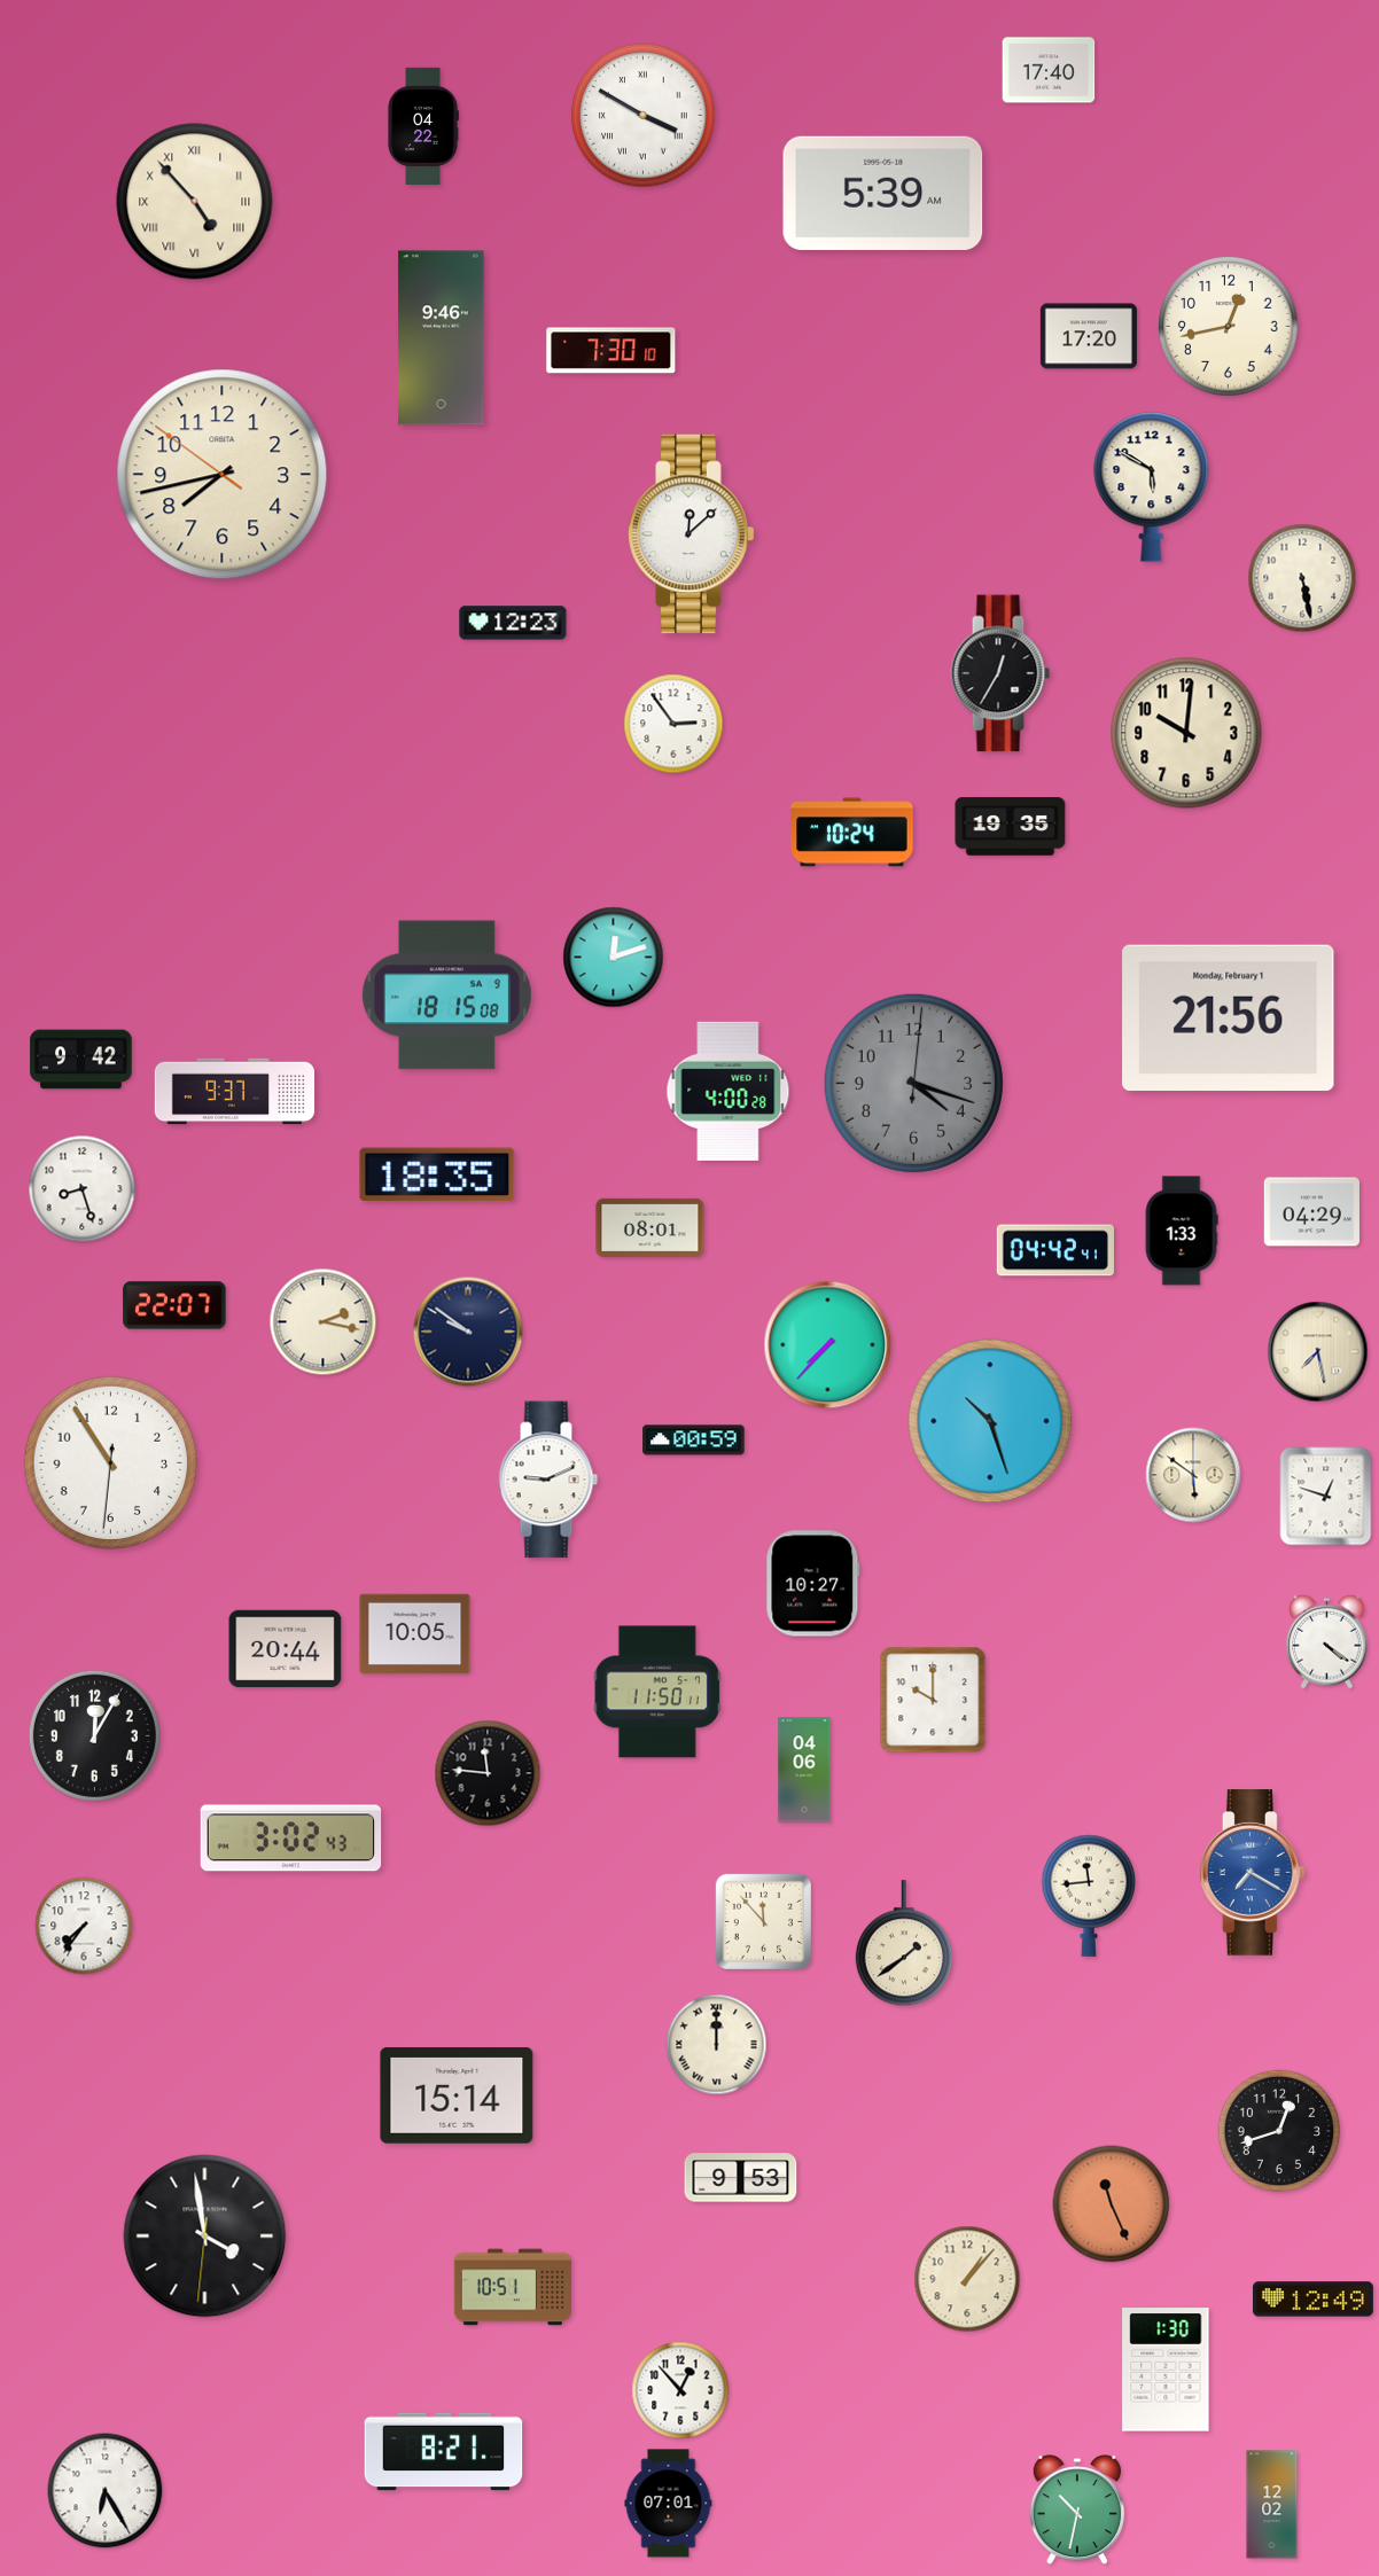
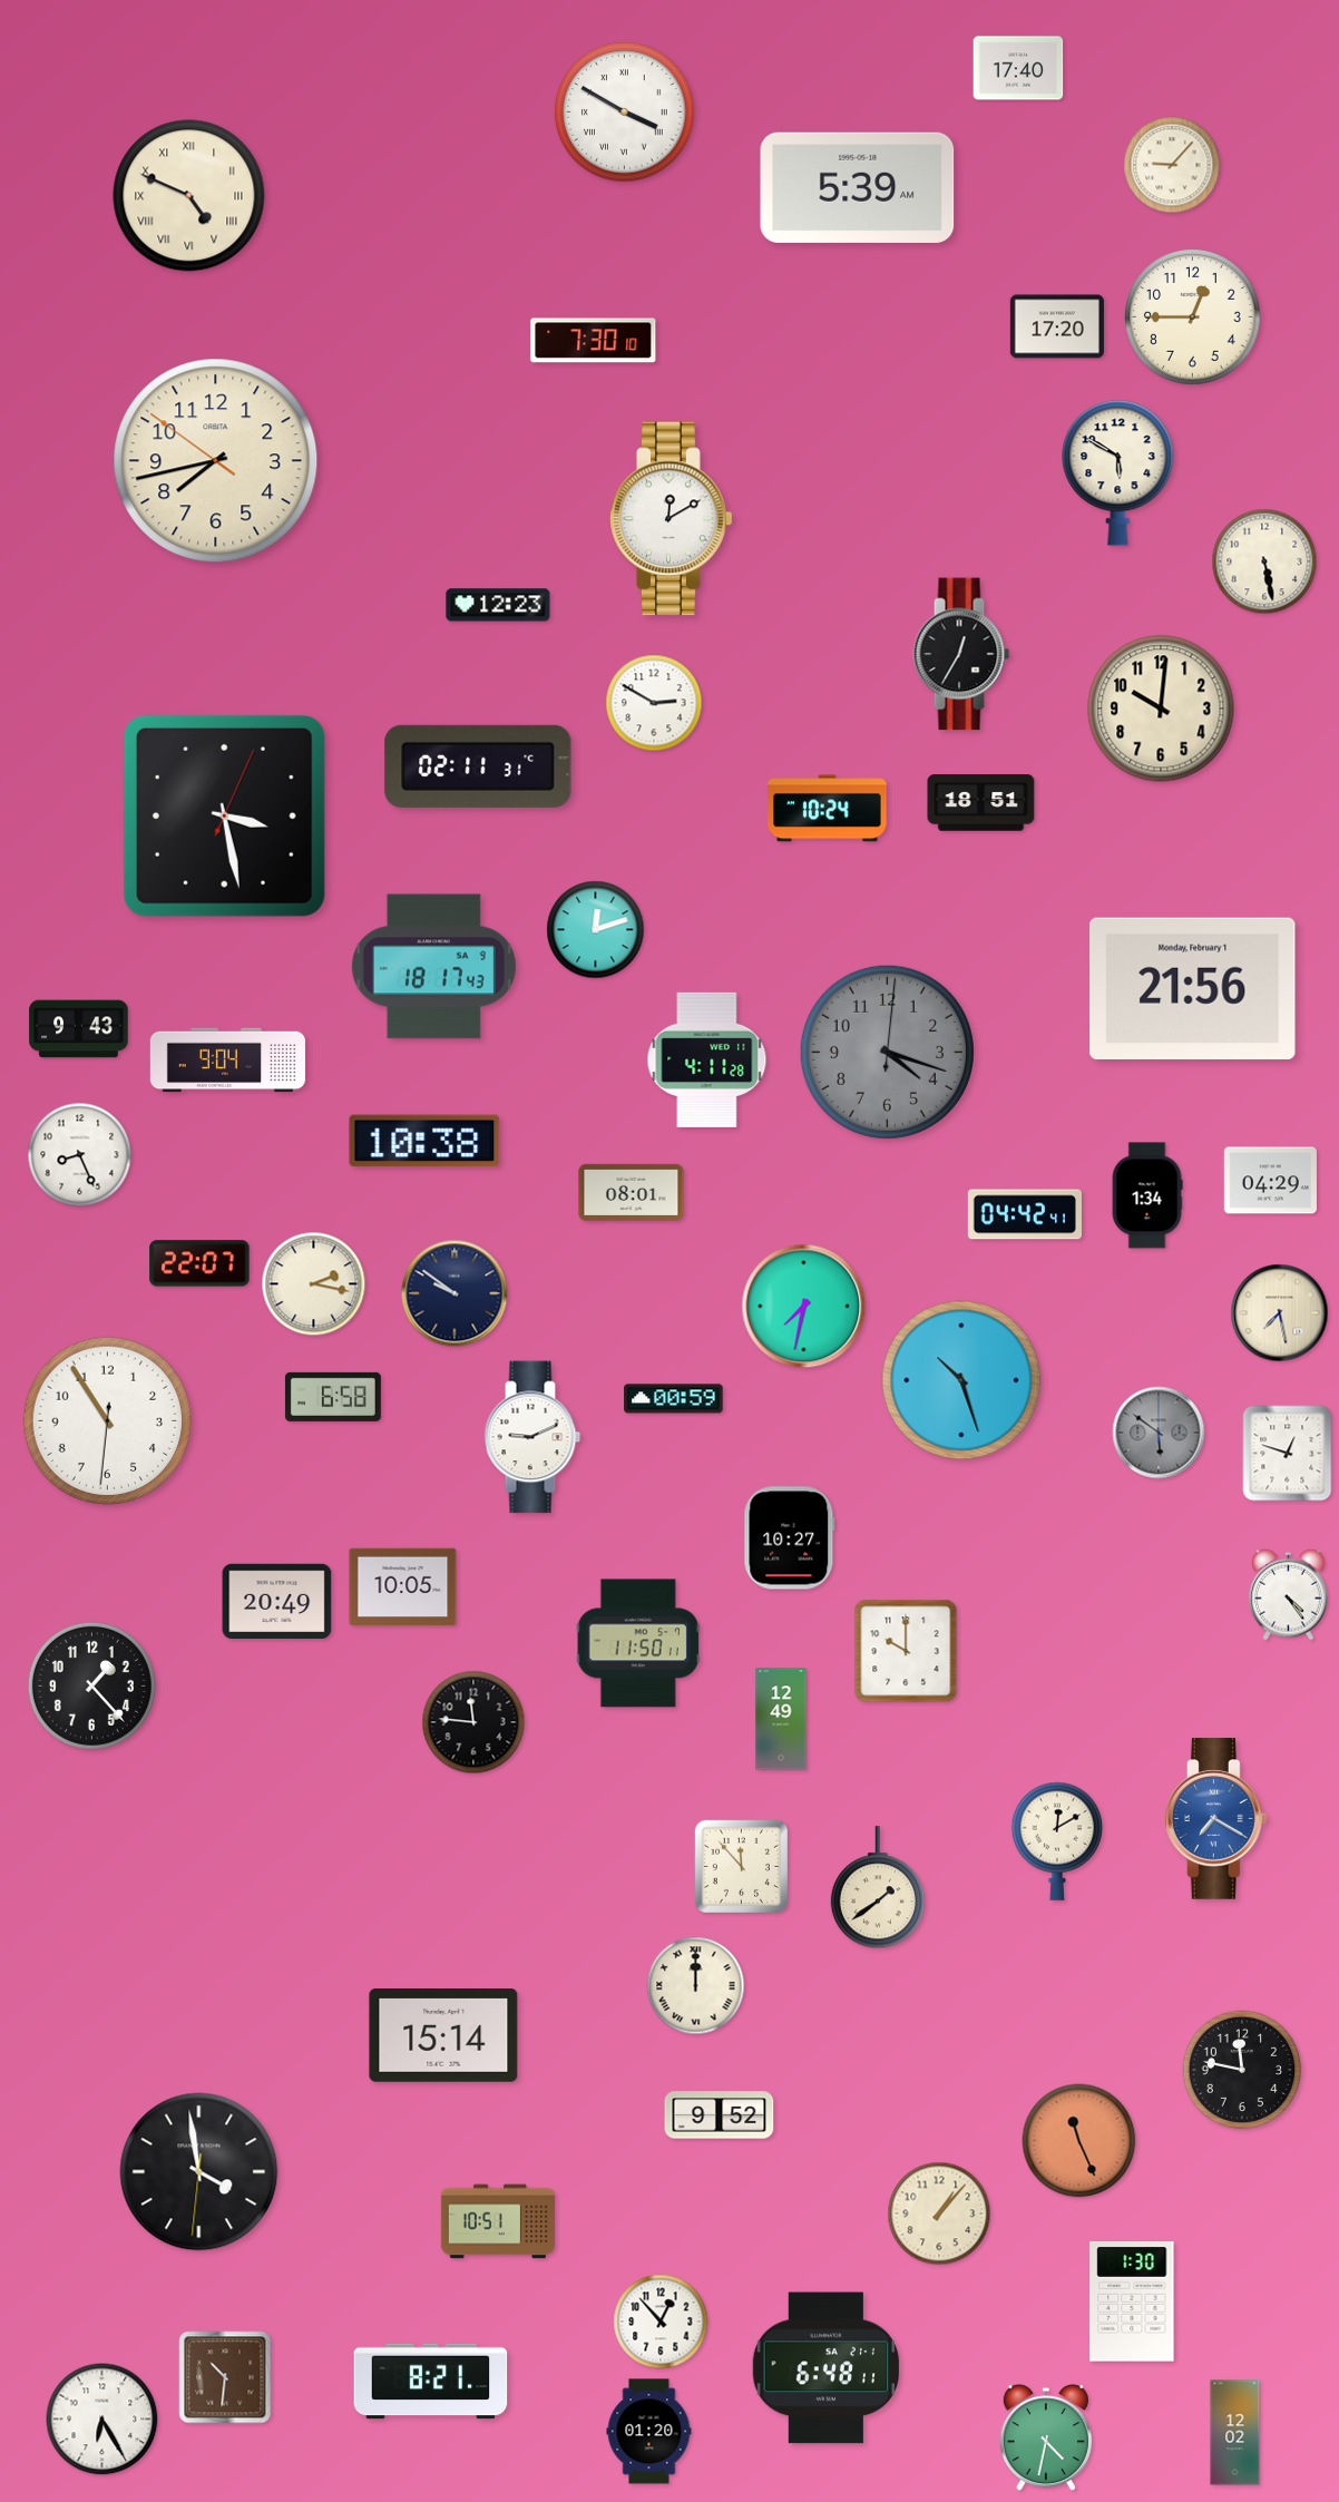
clock at (423, 125): 04:22 -> none
clock at (1172, 165): none -> 9:07
clock at (195, 202): 4:53 -> 4:49
clock at (1229, 327): 12:43 -> 12:45
clock at (442, 338): 9:46 -> none
clock at (692, 534): 12:08 -> 12:10
clock at (1000, 673) position: (1000, 673) -> (961, 654)
clock at (673, 724): 2:54 -> 2:50
clock at (1186, 733) position: (1186, 733) -> (1161, 708)
clock at (478, 766): none -> 02:11
clock at (1011, 827): 19:35 -> 18:51
clock at (224, 815): none -> 3:28
clock at (446, 996): 18:15 -> 18:17
clock at (81, 1060): 9:42 -> 9:43
clock at (729, 1091): 4:00 -> 4:11
clock at (235, 1092): 9:37 -> 9:04
clock at (437, 1174): 18:35 -> 10:38
clock at (83, 1189): 8:27 -> 8:26
clock at (1311, 1212) position: (1311, 1212) -> (1270, 1181)
clock at (1182, 1231): 1:33 -> 1:34
clock at (174, 1305) position: (174, 1305) -> (199, 1263)
clock at (828, 1345): 7:37 -> 7:32
clock at (333, 1397): none -> 6:58
clock at (1193, 1475) dial: cream -> grey
clock at (1327, 1641): 4:21 -> 4:24
clock at (286, 1648): 20:44 -> 20:49
clock at (94, 1735): 12:05 -> 1:23
clock at (804, 1770): 04:06 -> 12:49
clock at (291, 1839): 3:02 -> none
clock at (1089, 1896): 11:44 -> 12:10
clock at (84, 1926): 7:36 -> none
clock at (1279, 2131): 12:42 -> 11:47
clock at (741, 2178): 9:53 -> 9:52
clock at (1312, 2300): 12:49 -> none
clock at (827, 2368): none -> 6:48
clock at (225, 2377): none -> 10:31
clock at (669, 2504): 07:01 -> 01:20
clock at (1077, 2511): 10:32 -> 4:32
